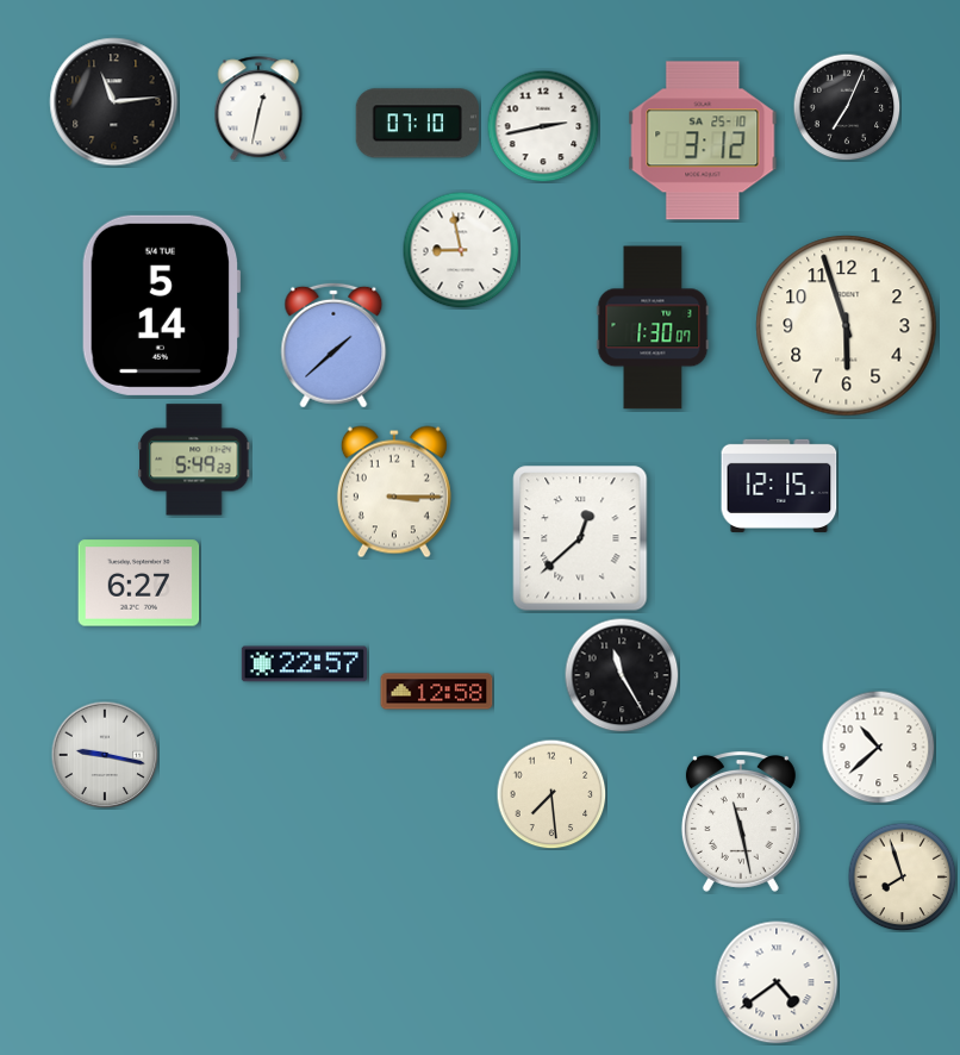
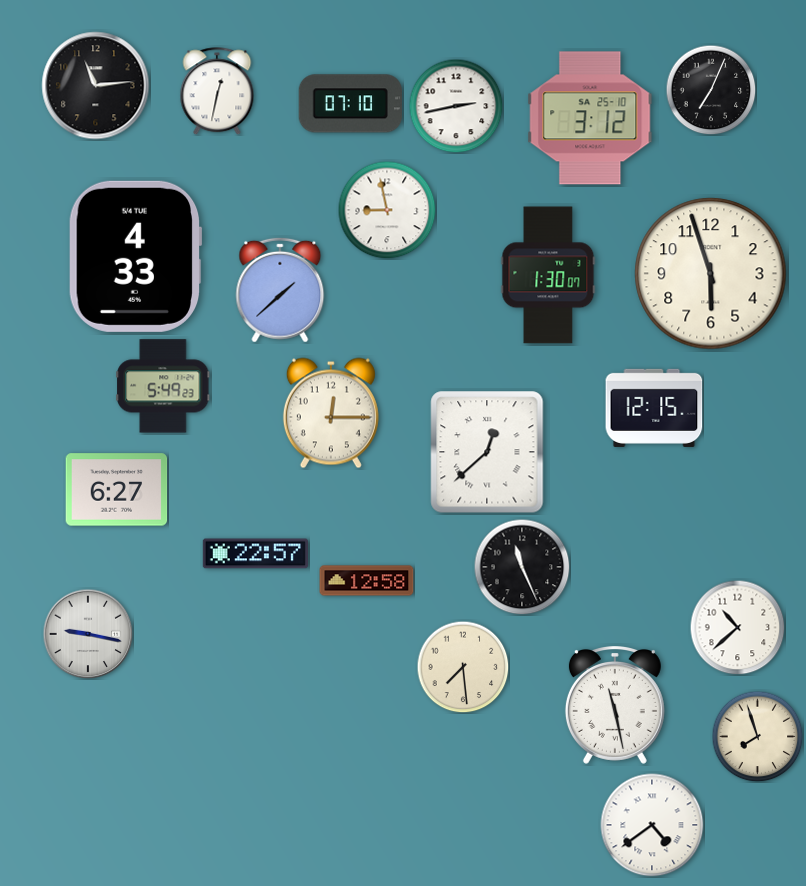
clock at (161, 305): 5:14 -> 4:33
clock at (394, 492): 3:15 -> 12:15
clock at (304, 664) position: (304, 664) -> (255, 554)
clock at (622, 675): 11:25 -> 11:26
clock at (741, 823) position: (741, 823) -> (615, 706)
